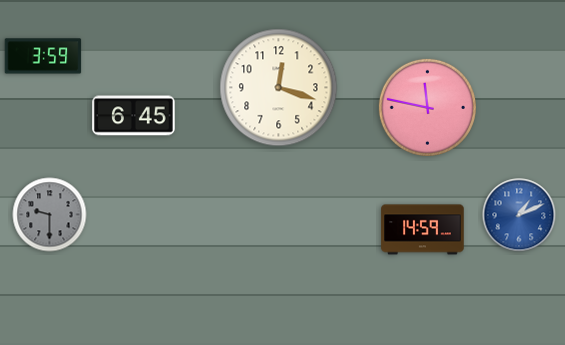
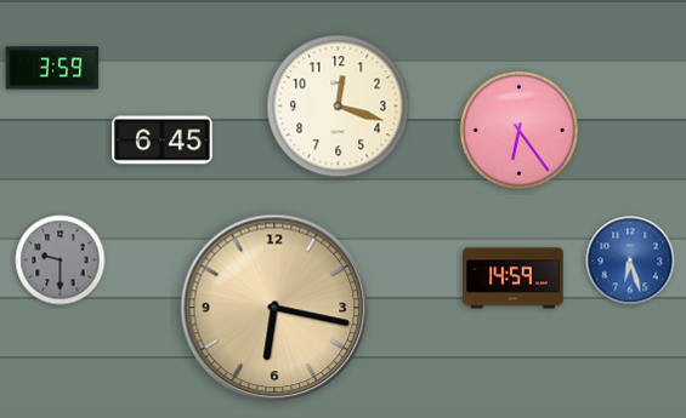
clock at (427, 107): 11:47 -> 6:24
clock at (519, 215): 1:11 -> 6:27
clock at (274, 308): none -> 6:17
